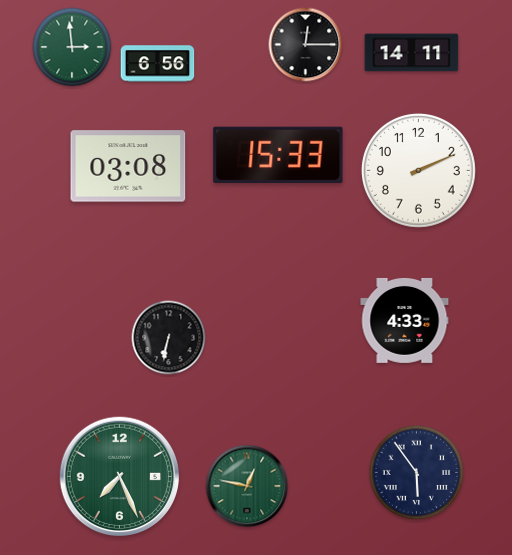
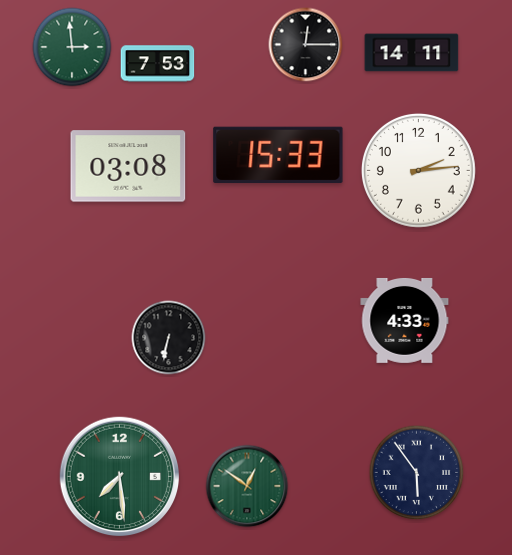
clock at (158, 64): 6:56 -> 7:53
clock at (418, 170): 2:11 -> 2:14
clock at (120, 477): 7:26 -> 7:29
clock at (247, 486): 12:47 -> 12:51
